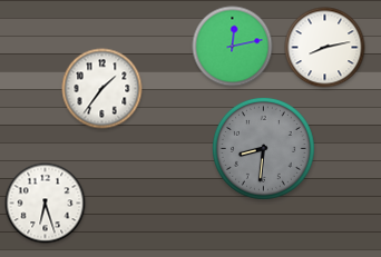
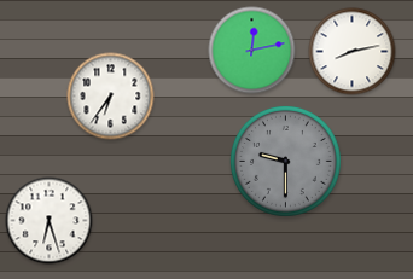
clock at (102, 89): 1:36 -> 6:36
clock at (263, 148): 8:31 -> 9:30
